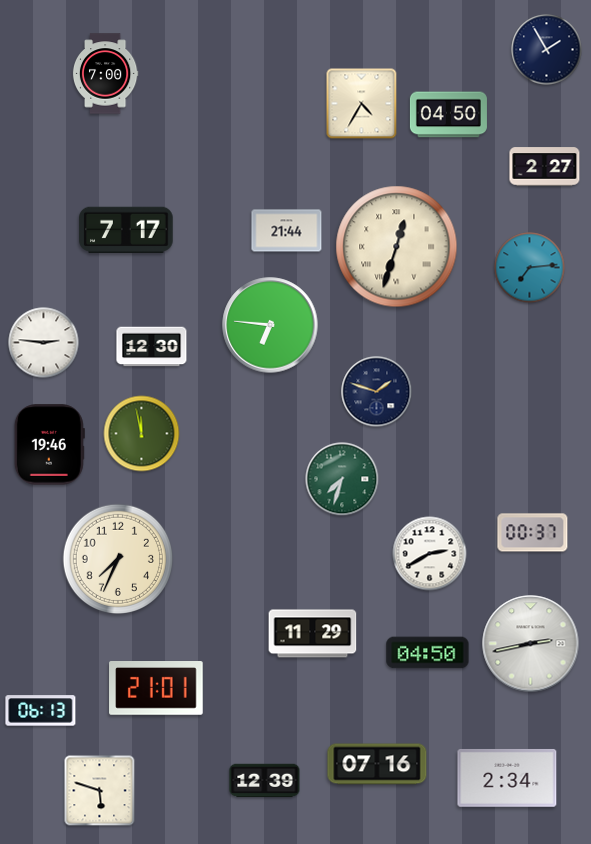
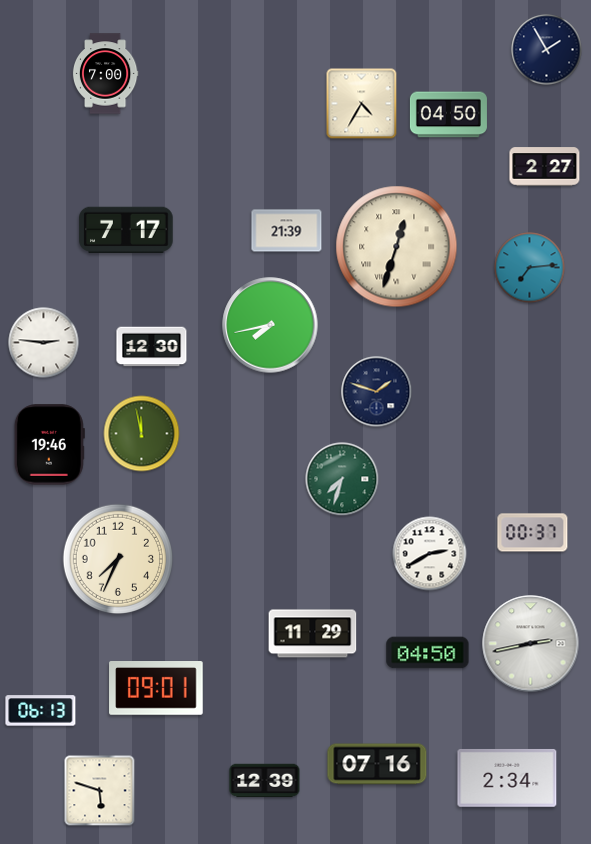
clock at (287, 231): 21:44 -> 21:39
clock at (270, 325): 6:46 -> 7:43
clock at (156, 688): 21:01 -> 09:01
